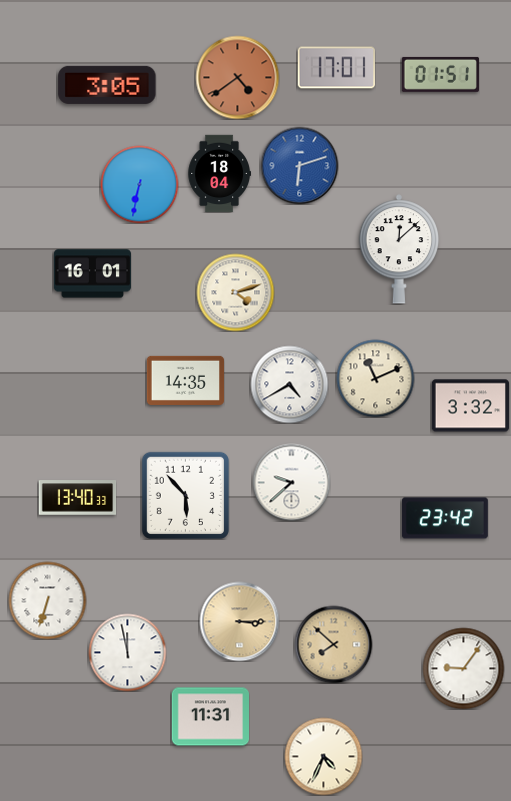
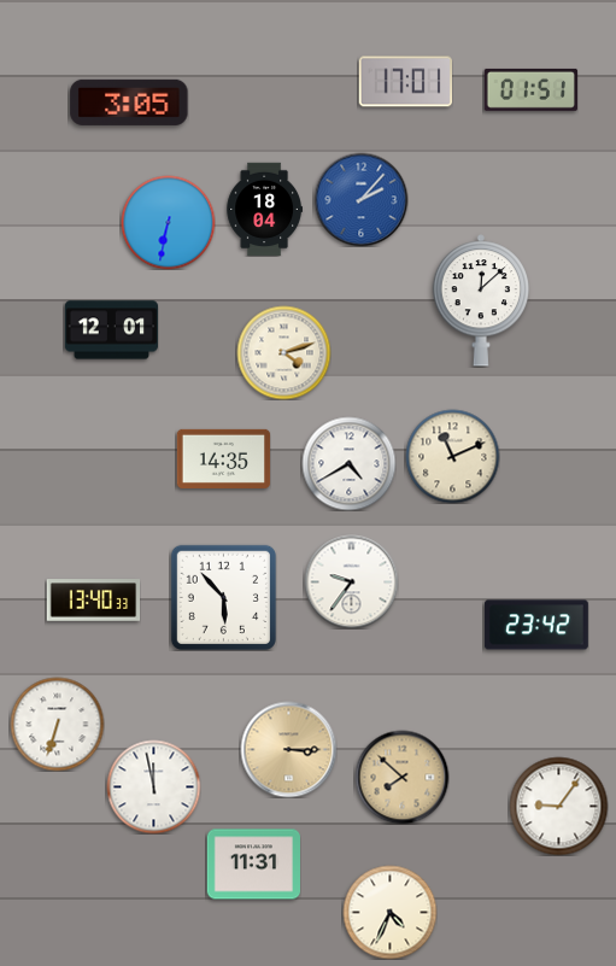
clock at (237, 77): 4:39 -> none
clock at (299, 165): 6:12 -> 2:07
clock at (92, 274): 16:01 -> 12:01
clock at (470, 406): 3:32 -> none
clock at (291, 482): 9:38 -> 9:36
